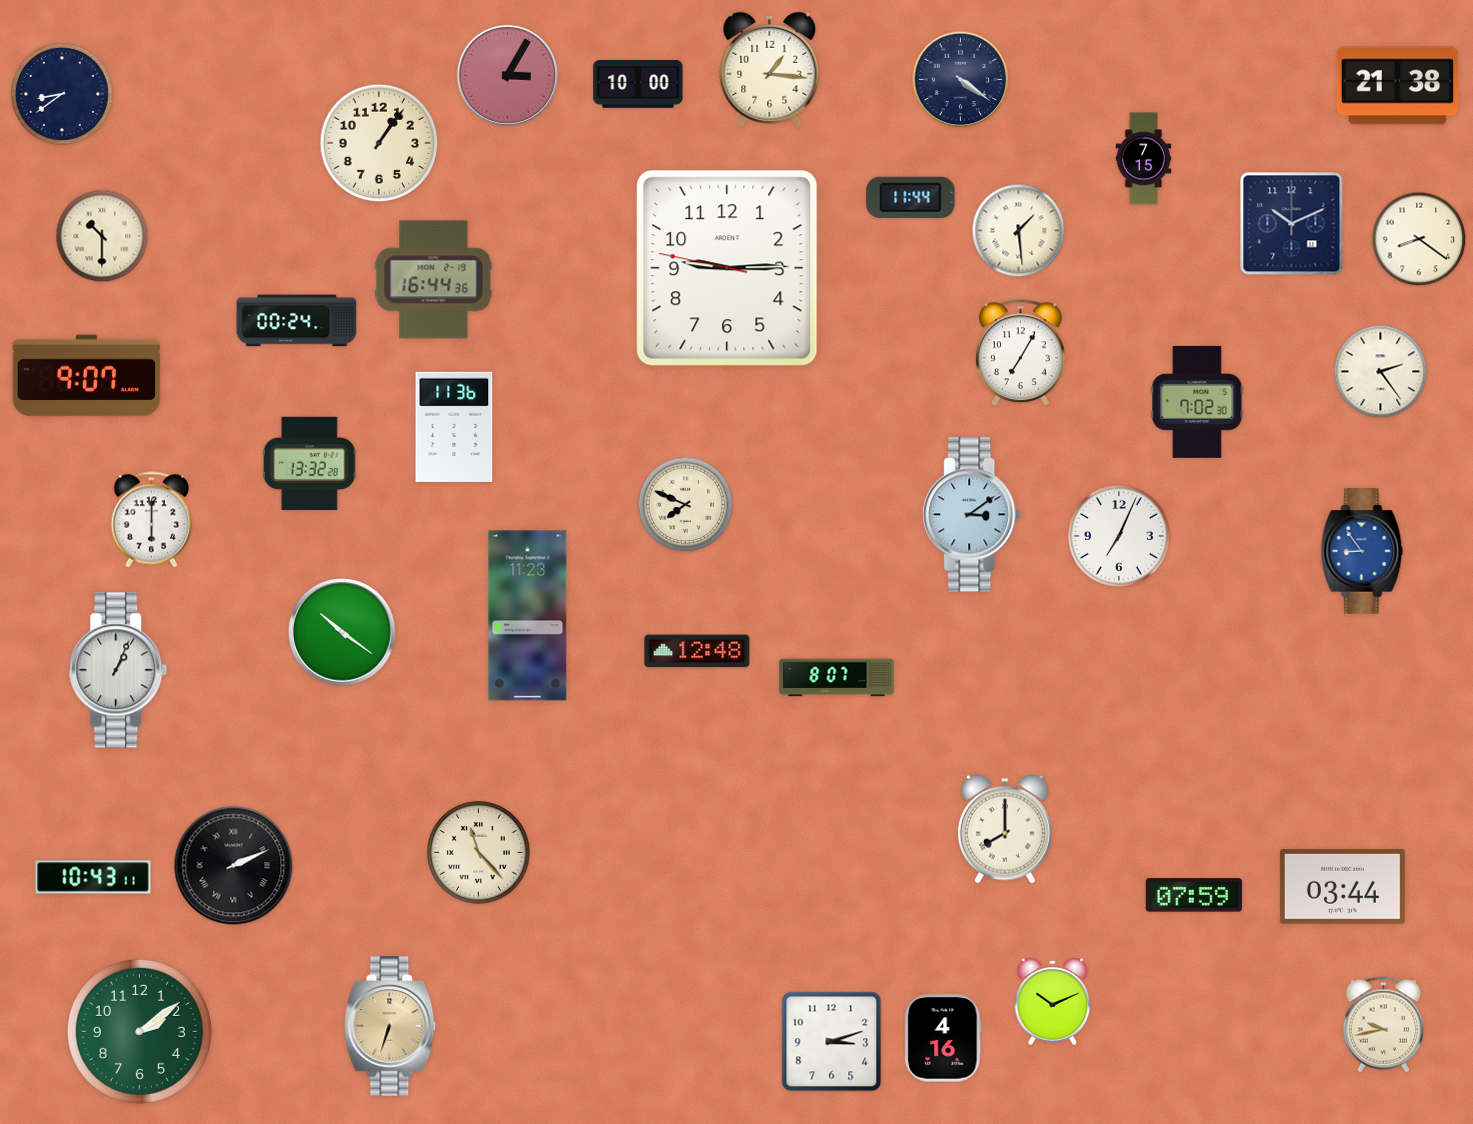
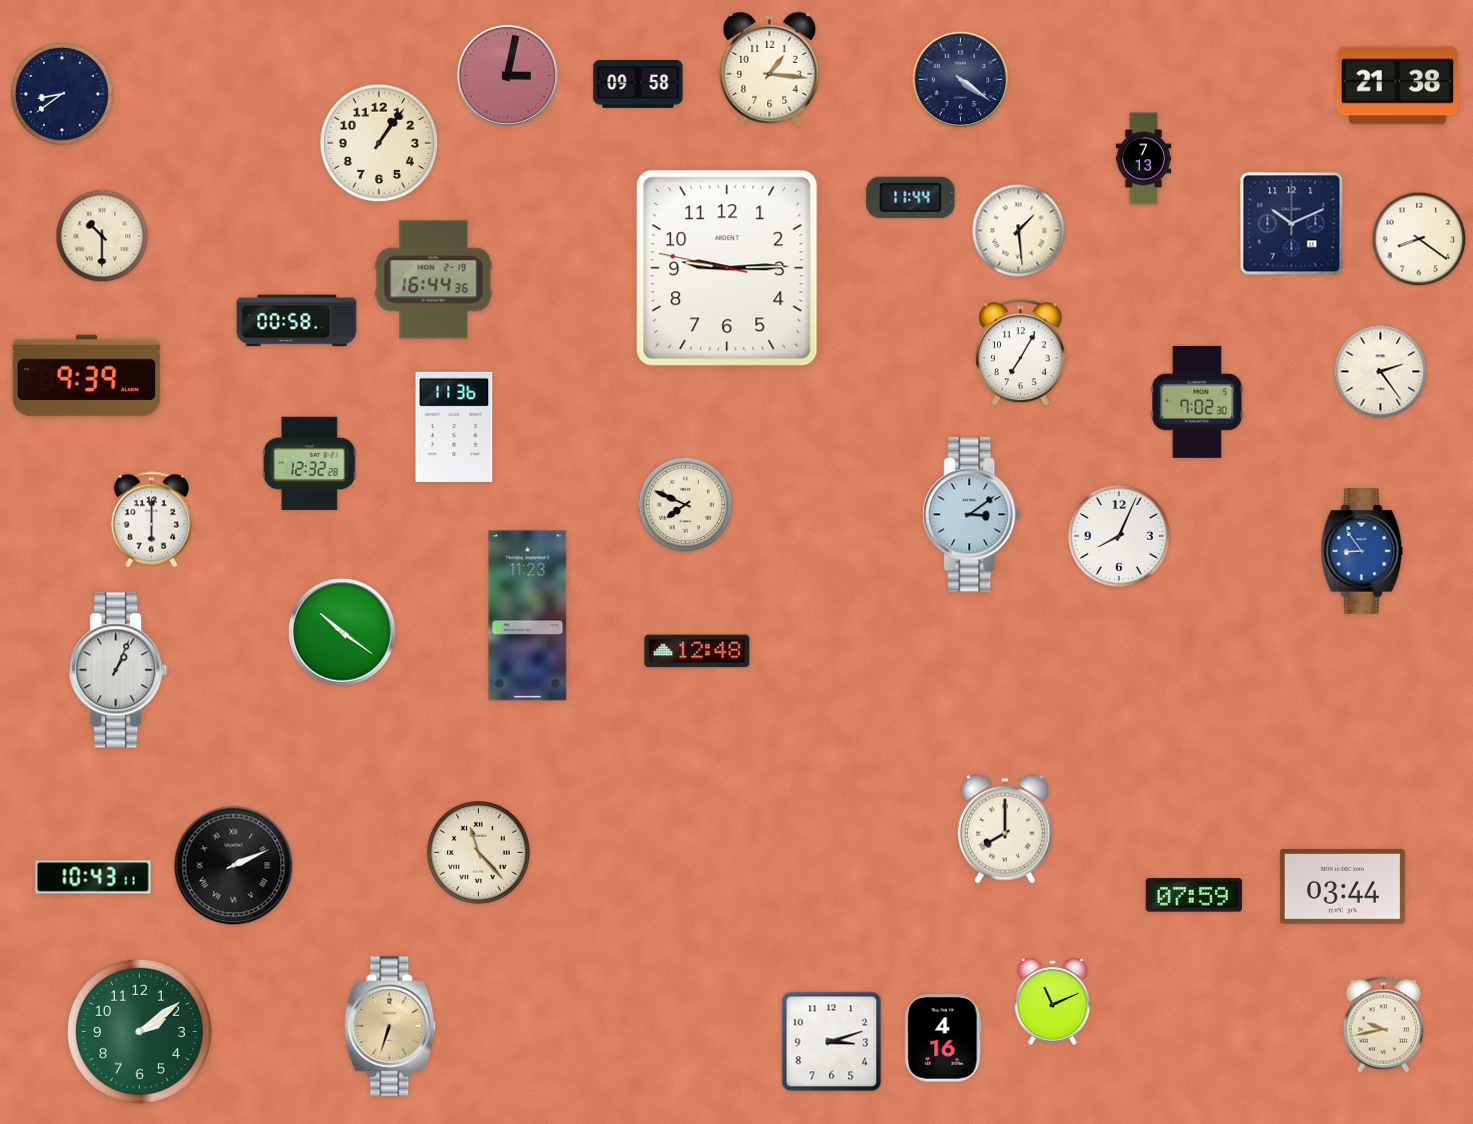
clock at (507, 75): 3:05 -> 3:02
clock at (638, 85): 10:00 -> 09:58
clock at (1144, 159): 7:15 -> 7:13
clock at (297, 321): 00:24 -> 00:58
clock at (87, 376): 9:07 -> 9:39
clock at (309, 464): 13:32 -> 12:32
clock at (1120, 537): 7:04 -> 8:04
clock at (837, 678): 8:07 -> none
clock at (1053, 1001): 10:11 -> 11:11
